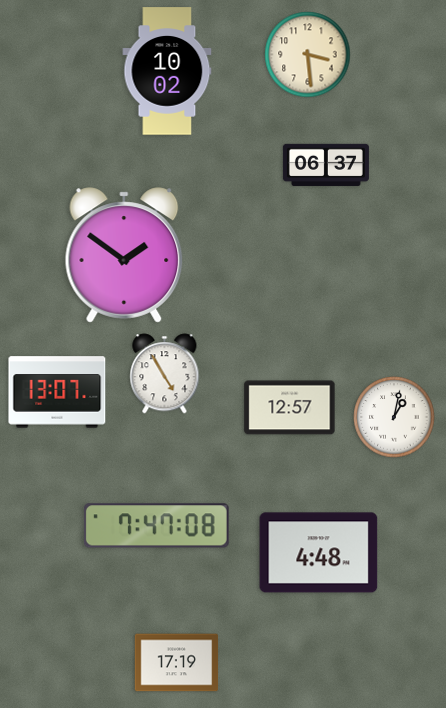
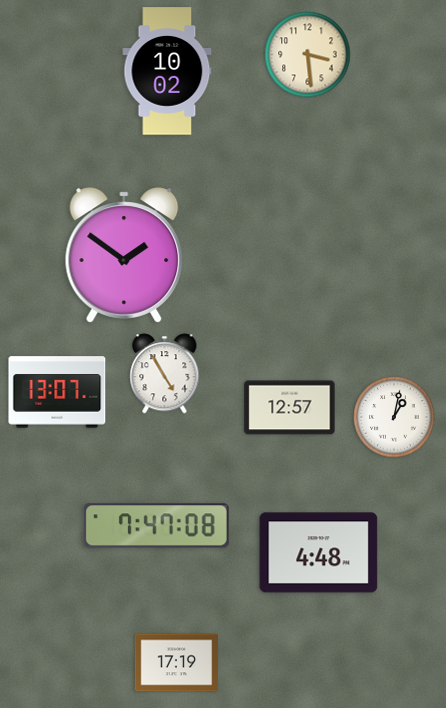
clock at (326, 165): 06:37 -> none
